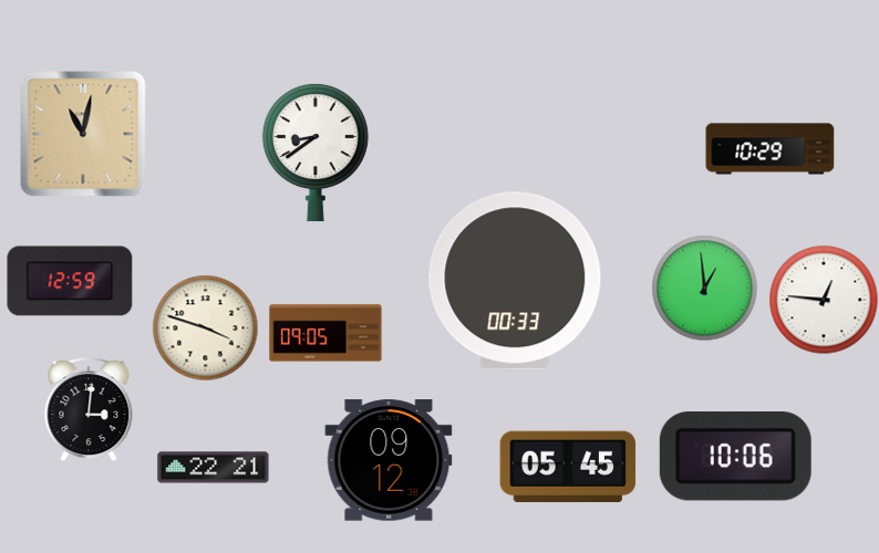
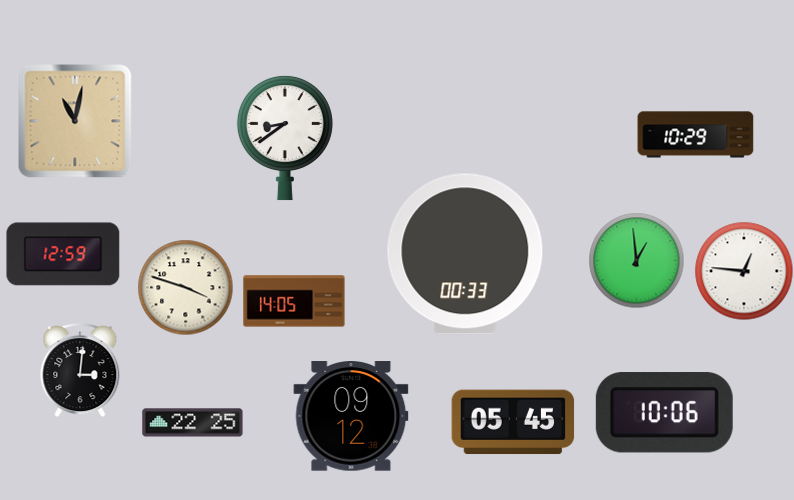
clock at (205, 327) position: (205, 327) -> (185, 287)
clock at (325, 333): 09:05 -> 14:05
clock at (214, 468): 22:21 -> 22:25
